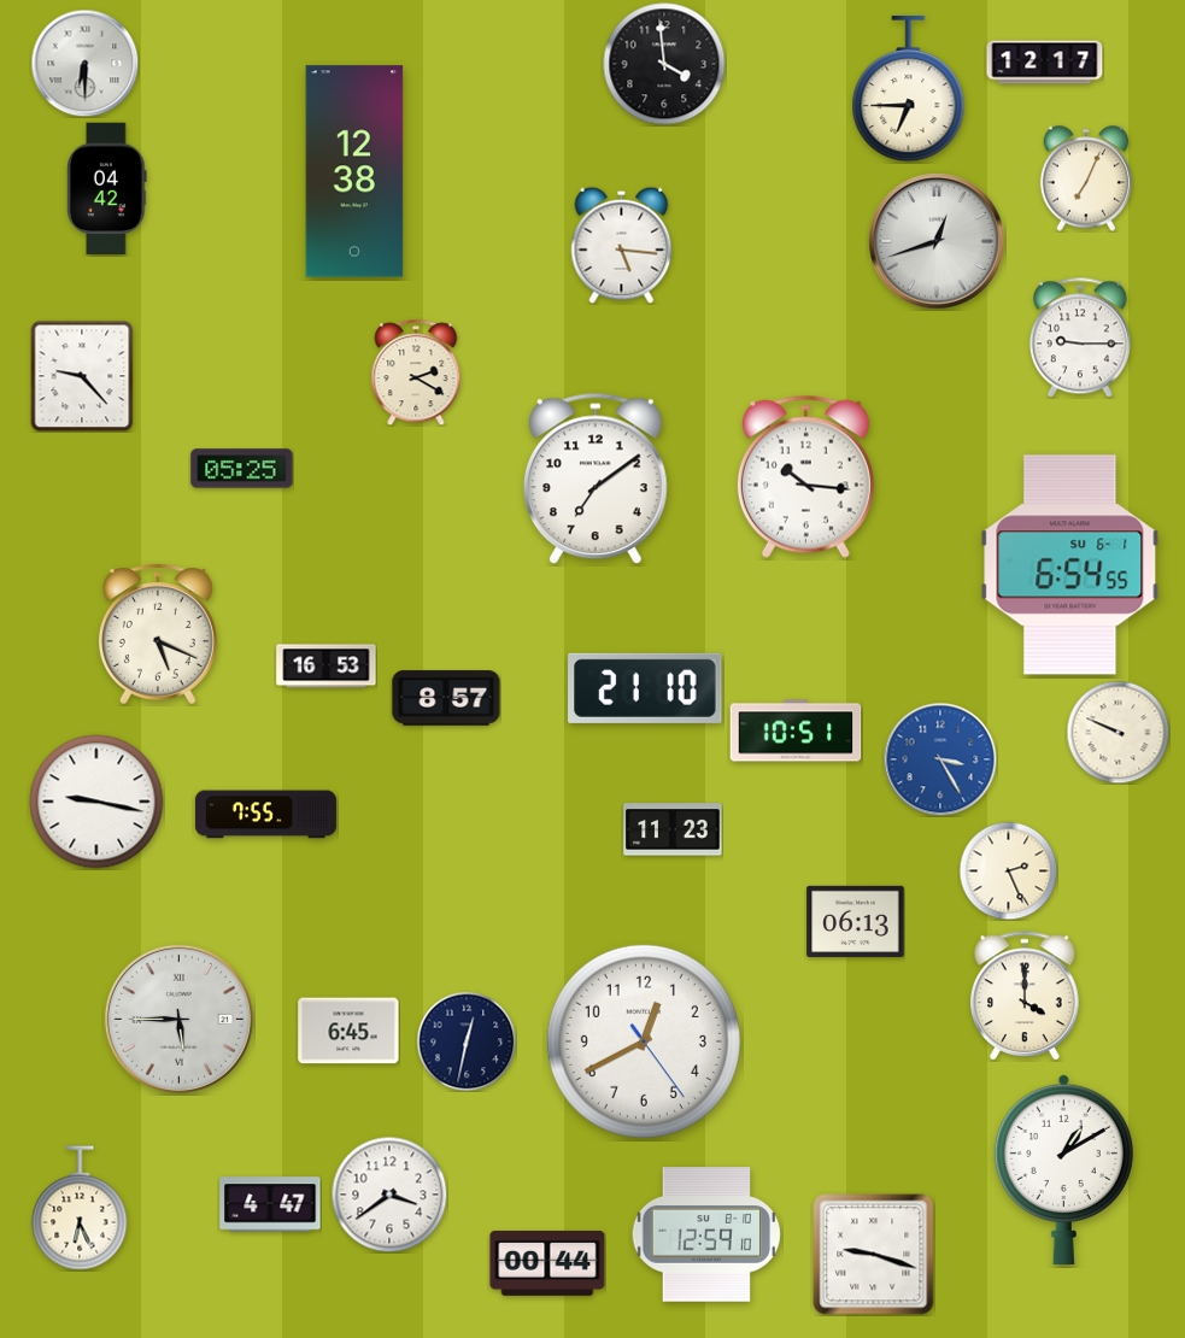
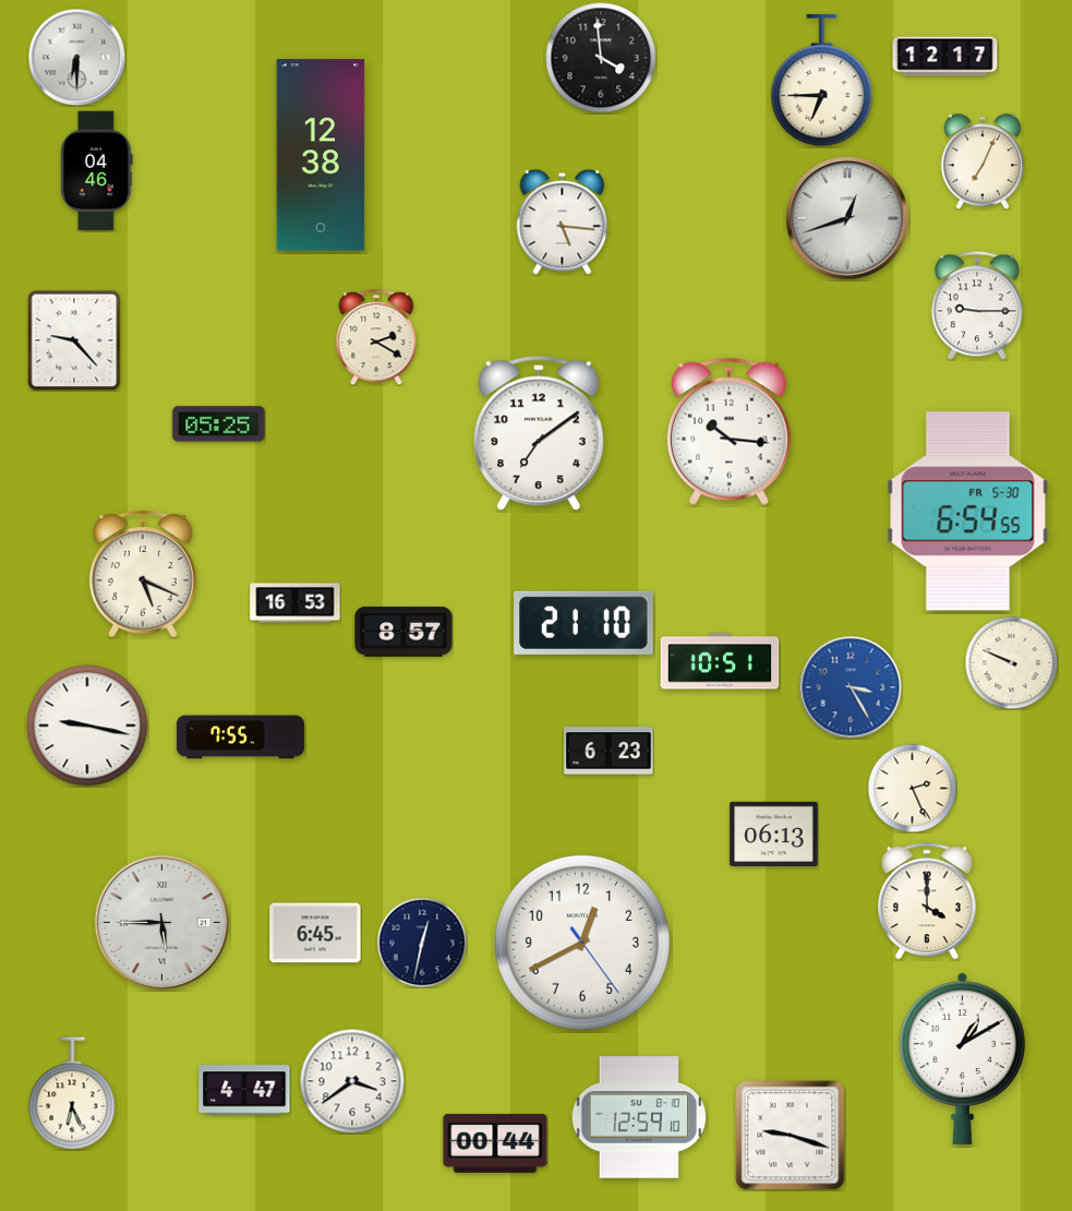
clock at (107, 189): 04:42 -> 04:46
clock at (1070, 565) date: SU 6-1 -> FR 5-30
clock at (673, 829): 11:23 -> 6:23
